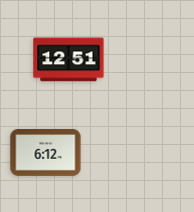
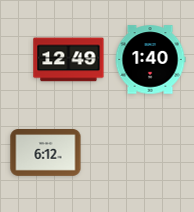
clock at (69, 60): 12:51 -> 12:49
clock at (150, 60): none -> 1:40
